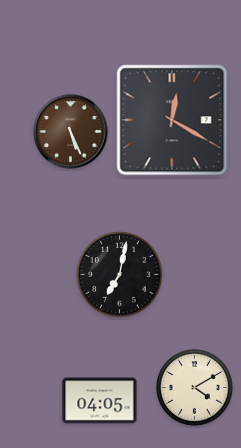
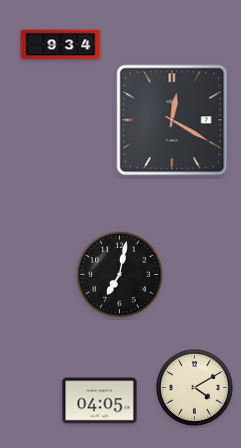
clock at (61, 45): none -> 9:34
clock at (71, 132): 5:26 -> none
